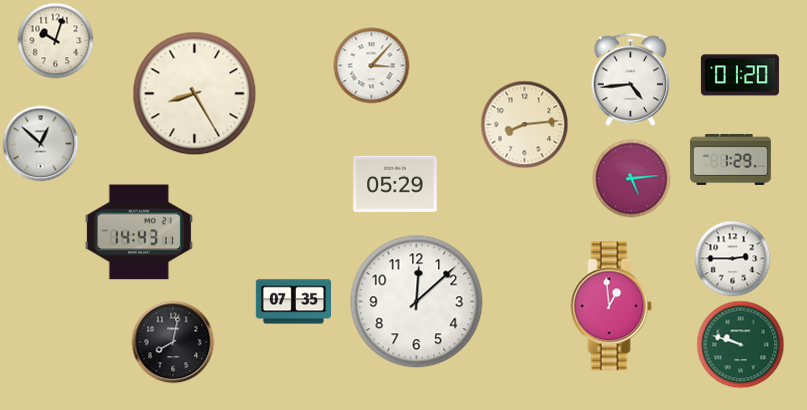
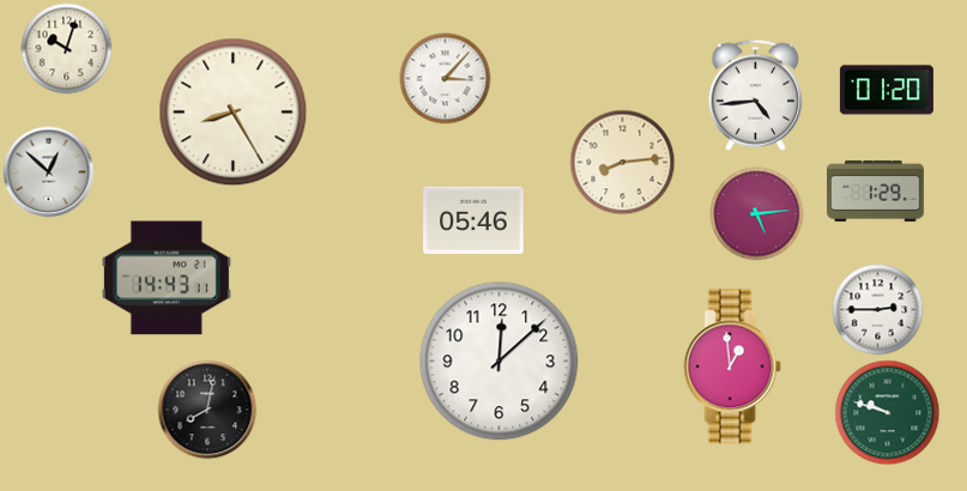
clock at (525, 125) position: (525, 125) -> (623, 163)
clock at (395, 184): 05:29 -> 05:46
clock at (293, 302): 07:35 -> none
